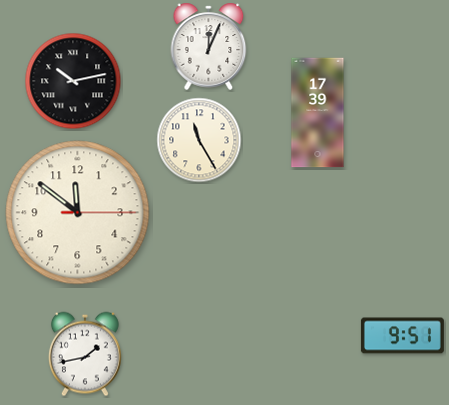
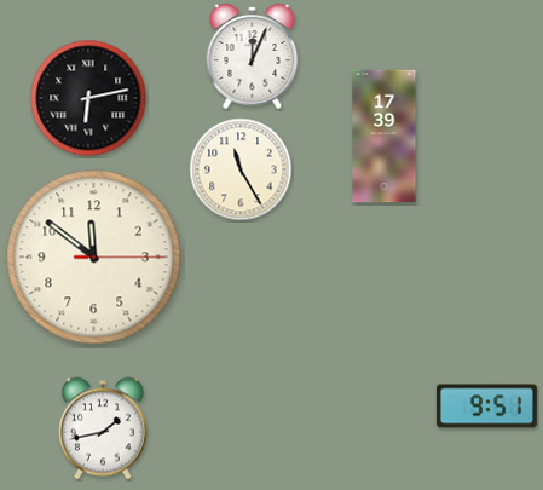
clock at (73, 81): 10:13 -> 6:13
